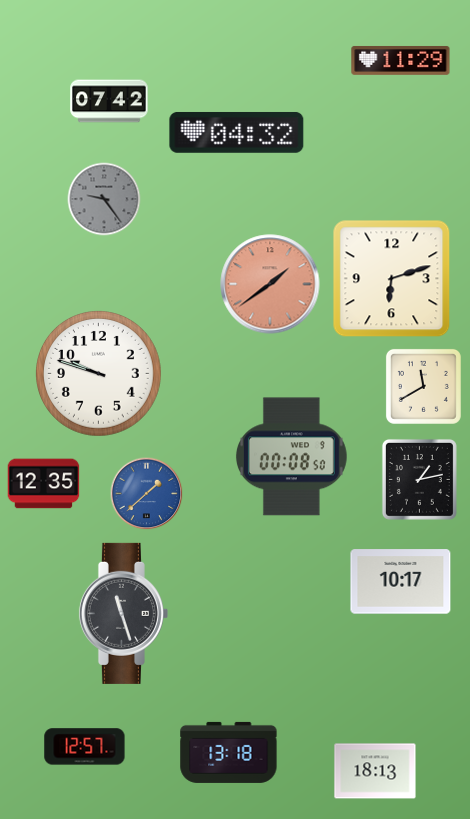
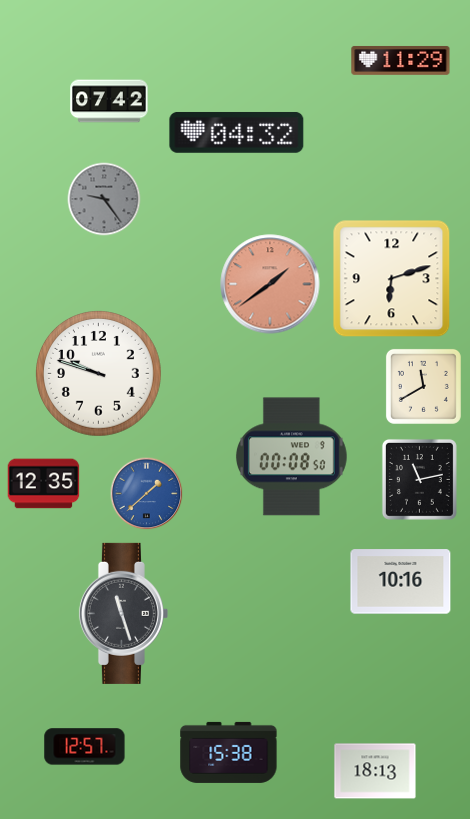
clock at (419, 479): 1:13 -> 11:13
clock at (401, 582): 10:17 -> 10:16
clock at (229, 752): 13:18 -> 15:38
